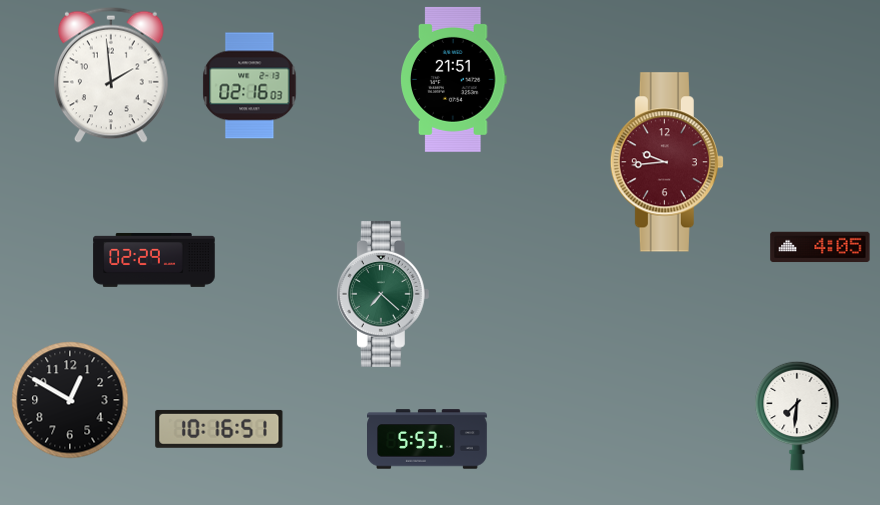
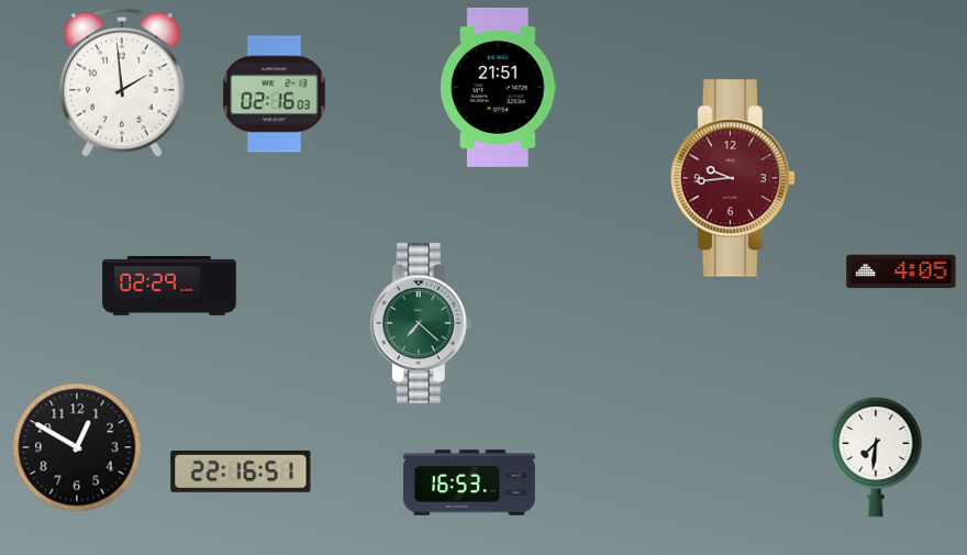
clock at (70, 400) position: (70, 400) -> (77, 447)
clock at (219, 429): 10:16 -> 22:16
clock at (428, 439): 5:53 -> 16:53
